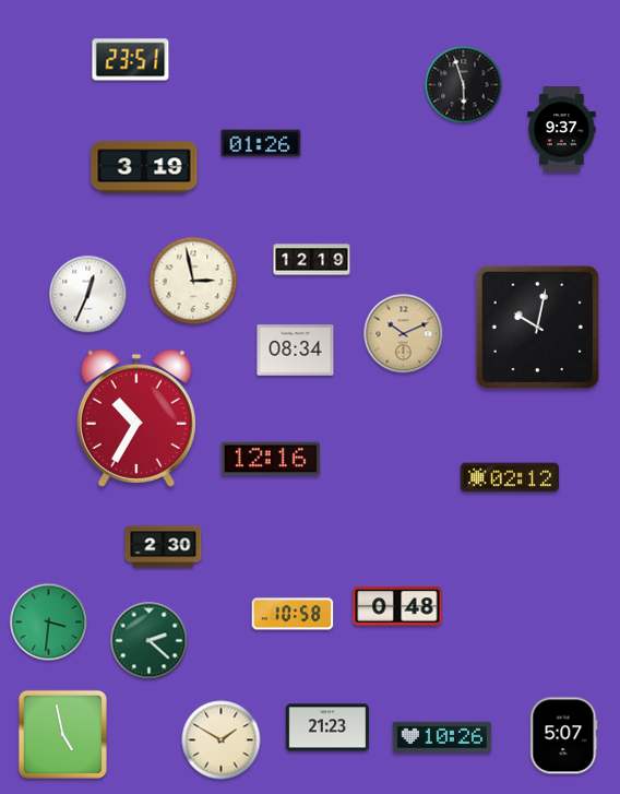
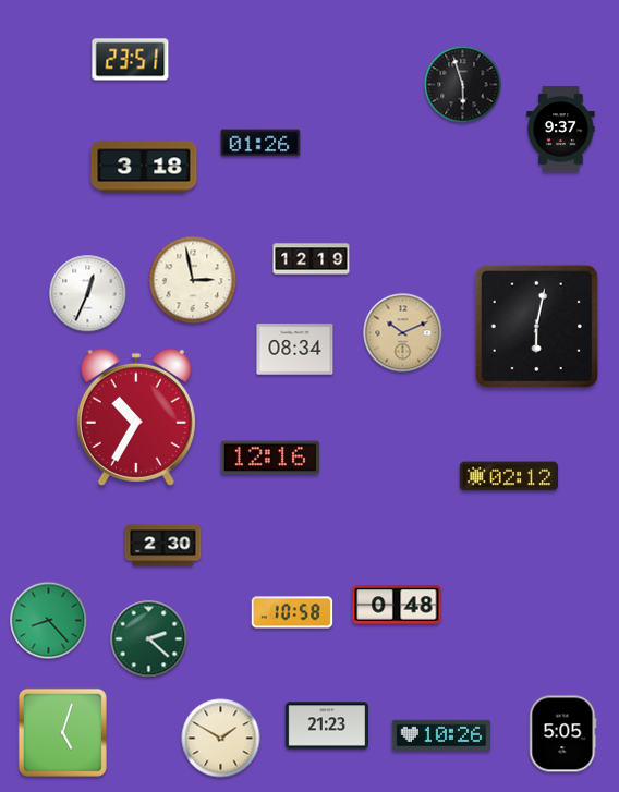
clock at (144, 167): 3:19 -> 3:18
clock at (537, 327): 10:02 -> 6:02
clock at (49, 623): 3:31 -> 8:23
clock at (62, 734): 4:58 -> 5:03
clock at (564, 736): 5:07 -> 5:05
